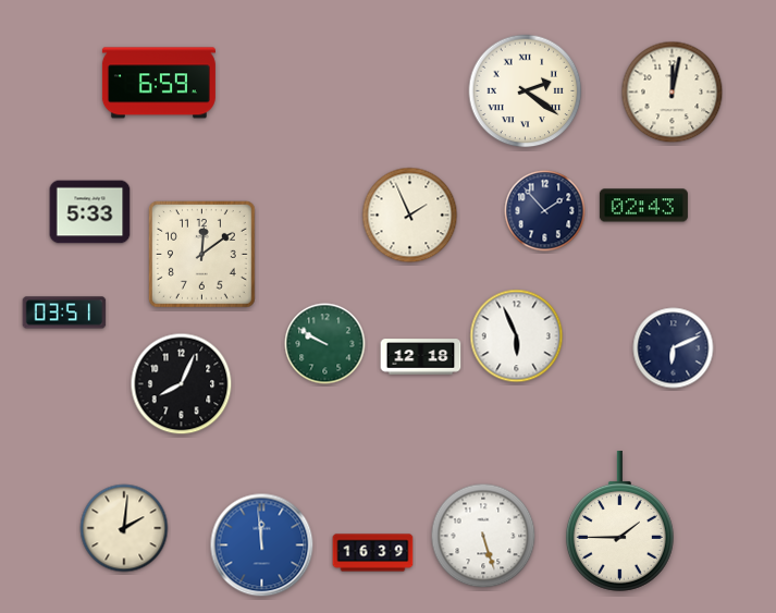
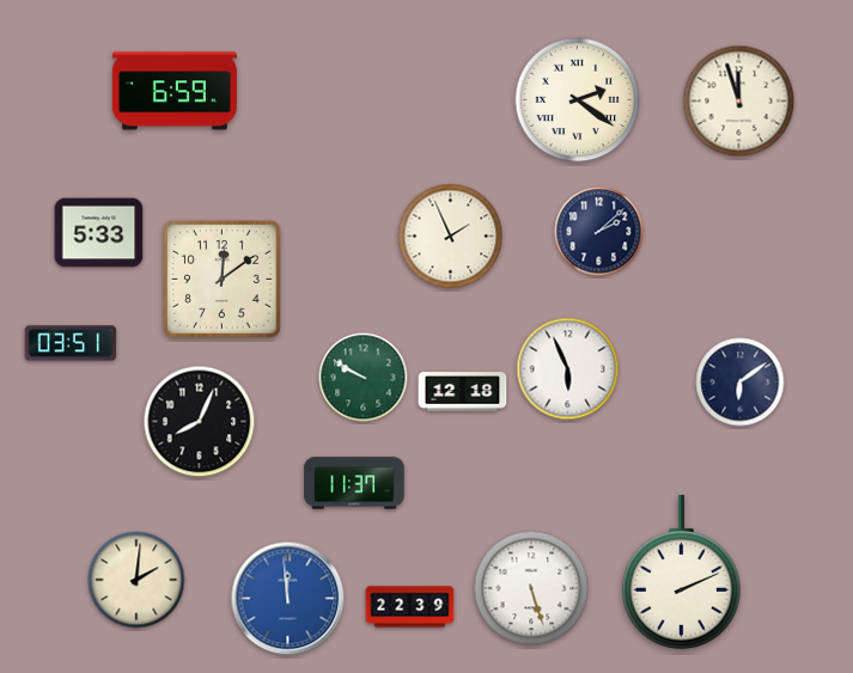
clock at (673, 93): 12:02 -> 11:57
clock at (643, 206): 02:43 -> none
clock at (545, 211): 1:53 -> 2:08
clock at (325, 344) position: (325, 344) -> (364, 378)
clock at (674, 348): 6:11 -> 6:09
clock at (354, 483): none -> 11:37
clock at (619, 520): 1:45 -> 2:11
clock at (373, 553): 16:39 -> 22:39
